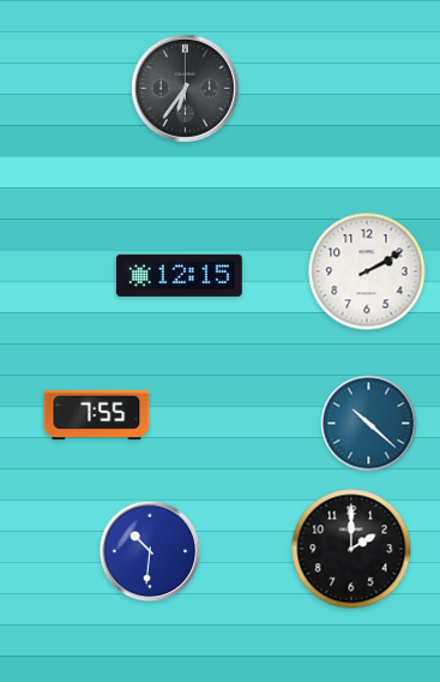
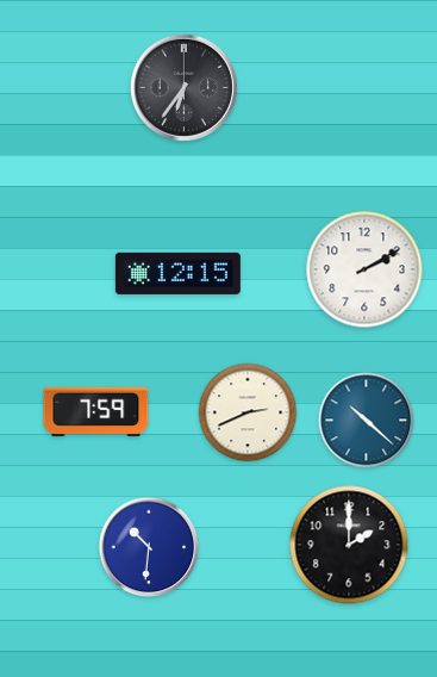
clock at (97, 414): 7:55 -> 7:59
clock at (248, 412): none -> 2:41
